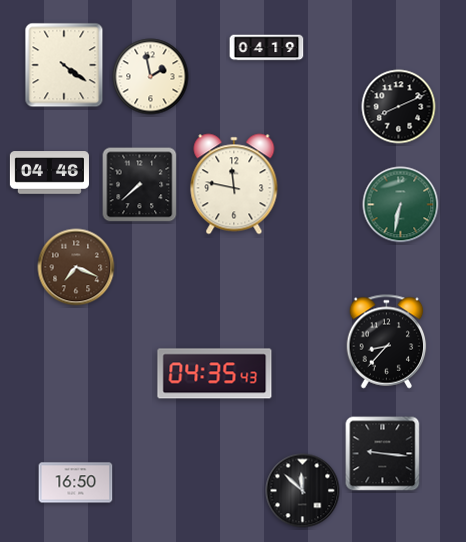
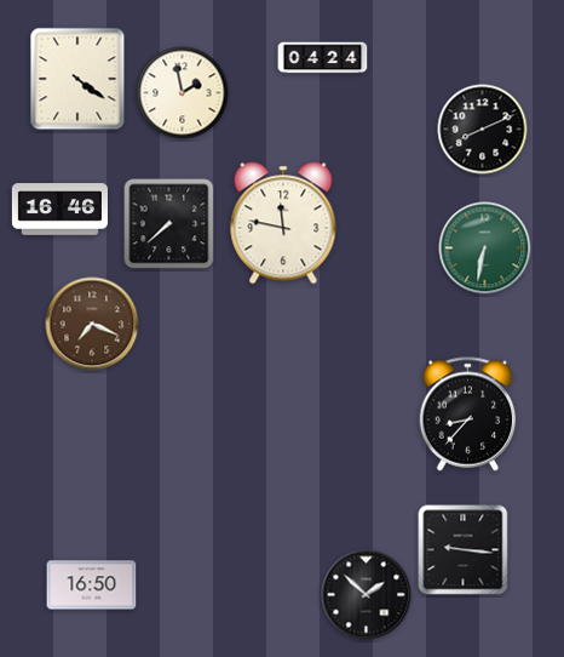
clock at (267, 48): 04:19 -> 04:24
clock at (49, 173): 04:46 -> 16:46
clock at (215, 374): 04:35 -> none
clock at (303, 491): 11:52 -> 1:52
